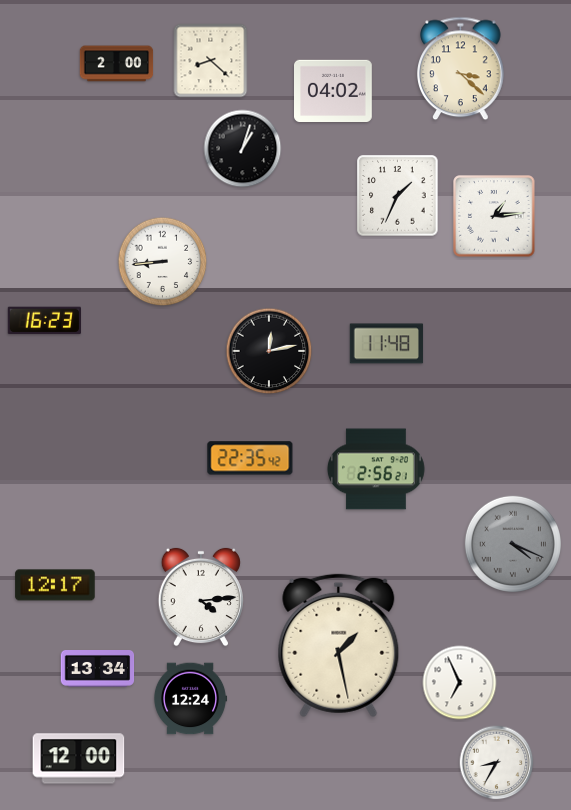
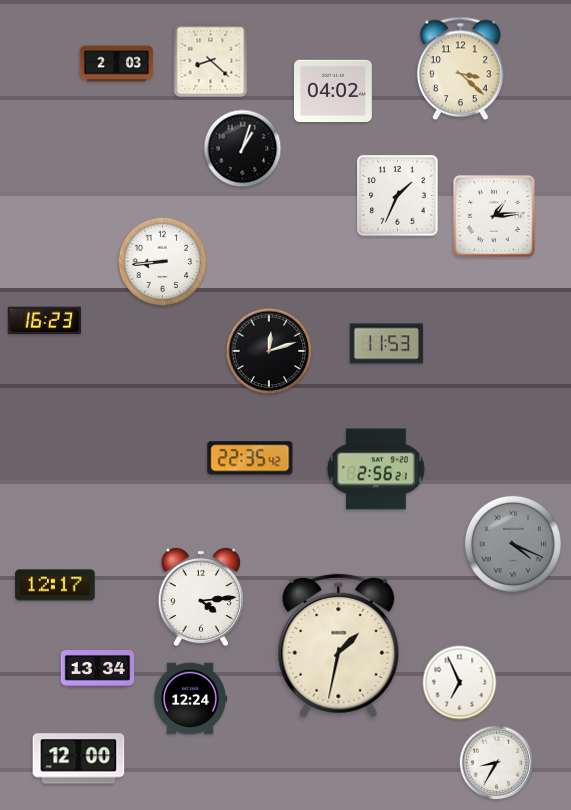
clock at (117, 64): 2:00 -> 2:03
clock at (387, 344): 11:48 -> 11:53
clock at (269, 351): 12:13 -> 12:12
clock at (339, 646): 1:28 -> 1:32
